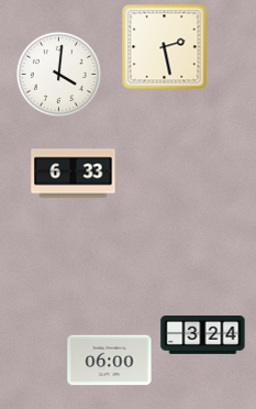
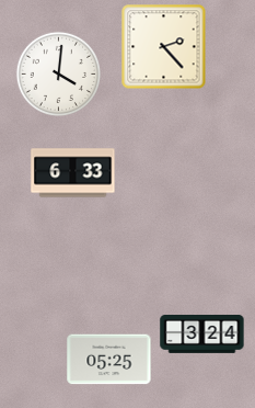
clock at (164, 46): 2:28 -> 2:23
clock at (110, 361): 06:00 -> 05:25
